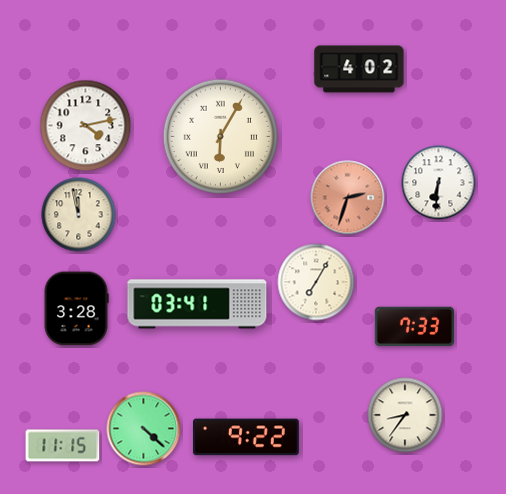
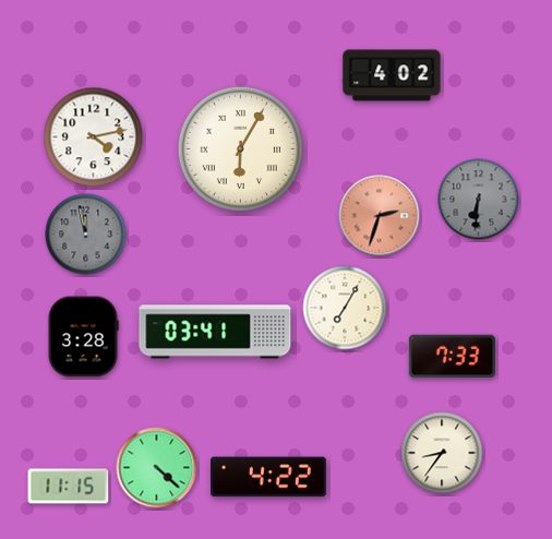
clock at (439, 183) dial: white -> grey
clock at (79, 215) dial: cream -> grey
clock at (246, 437): 9:22 -> 4:22
